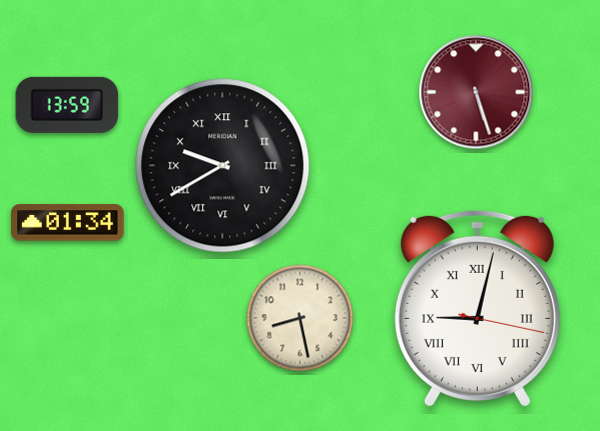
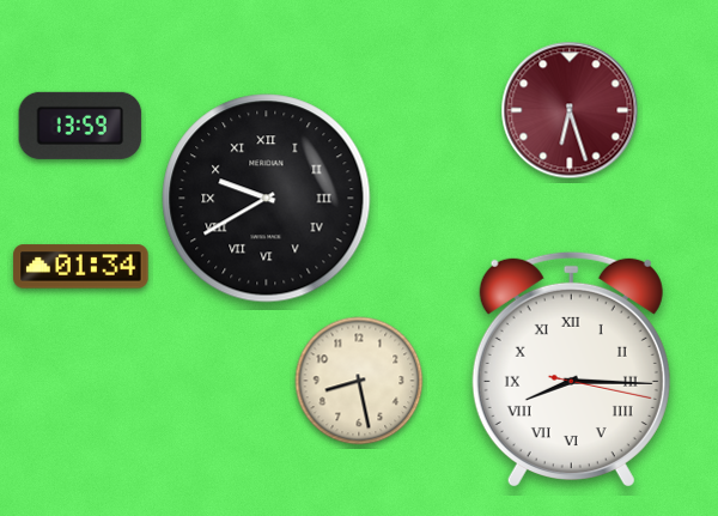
clock at (476, 92): 5:27 -> 6:27
clock at (477, 308): 9:02 -> 8:15
